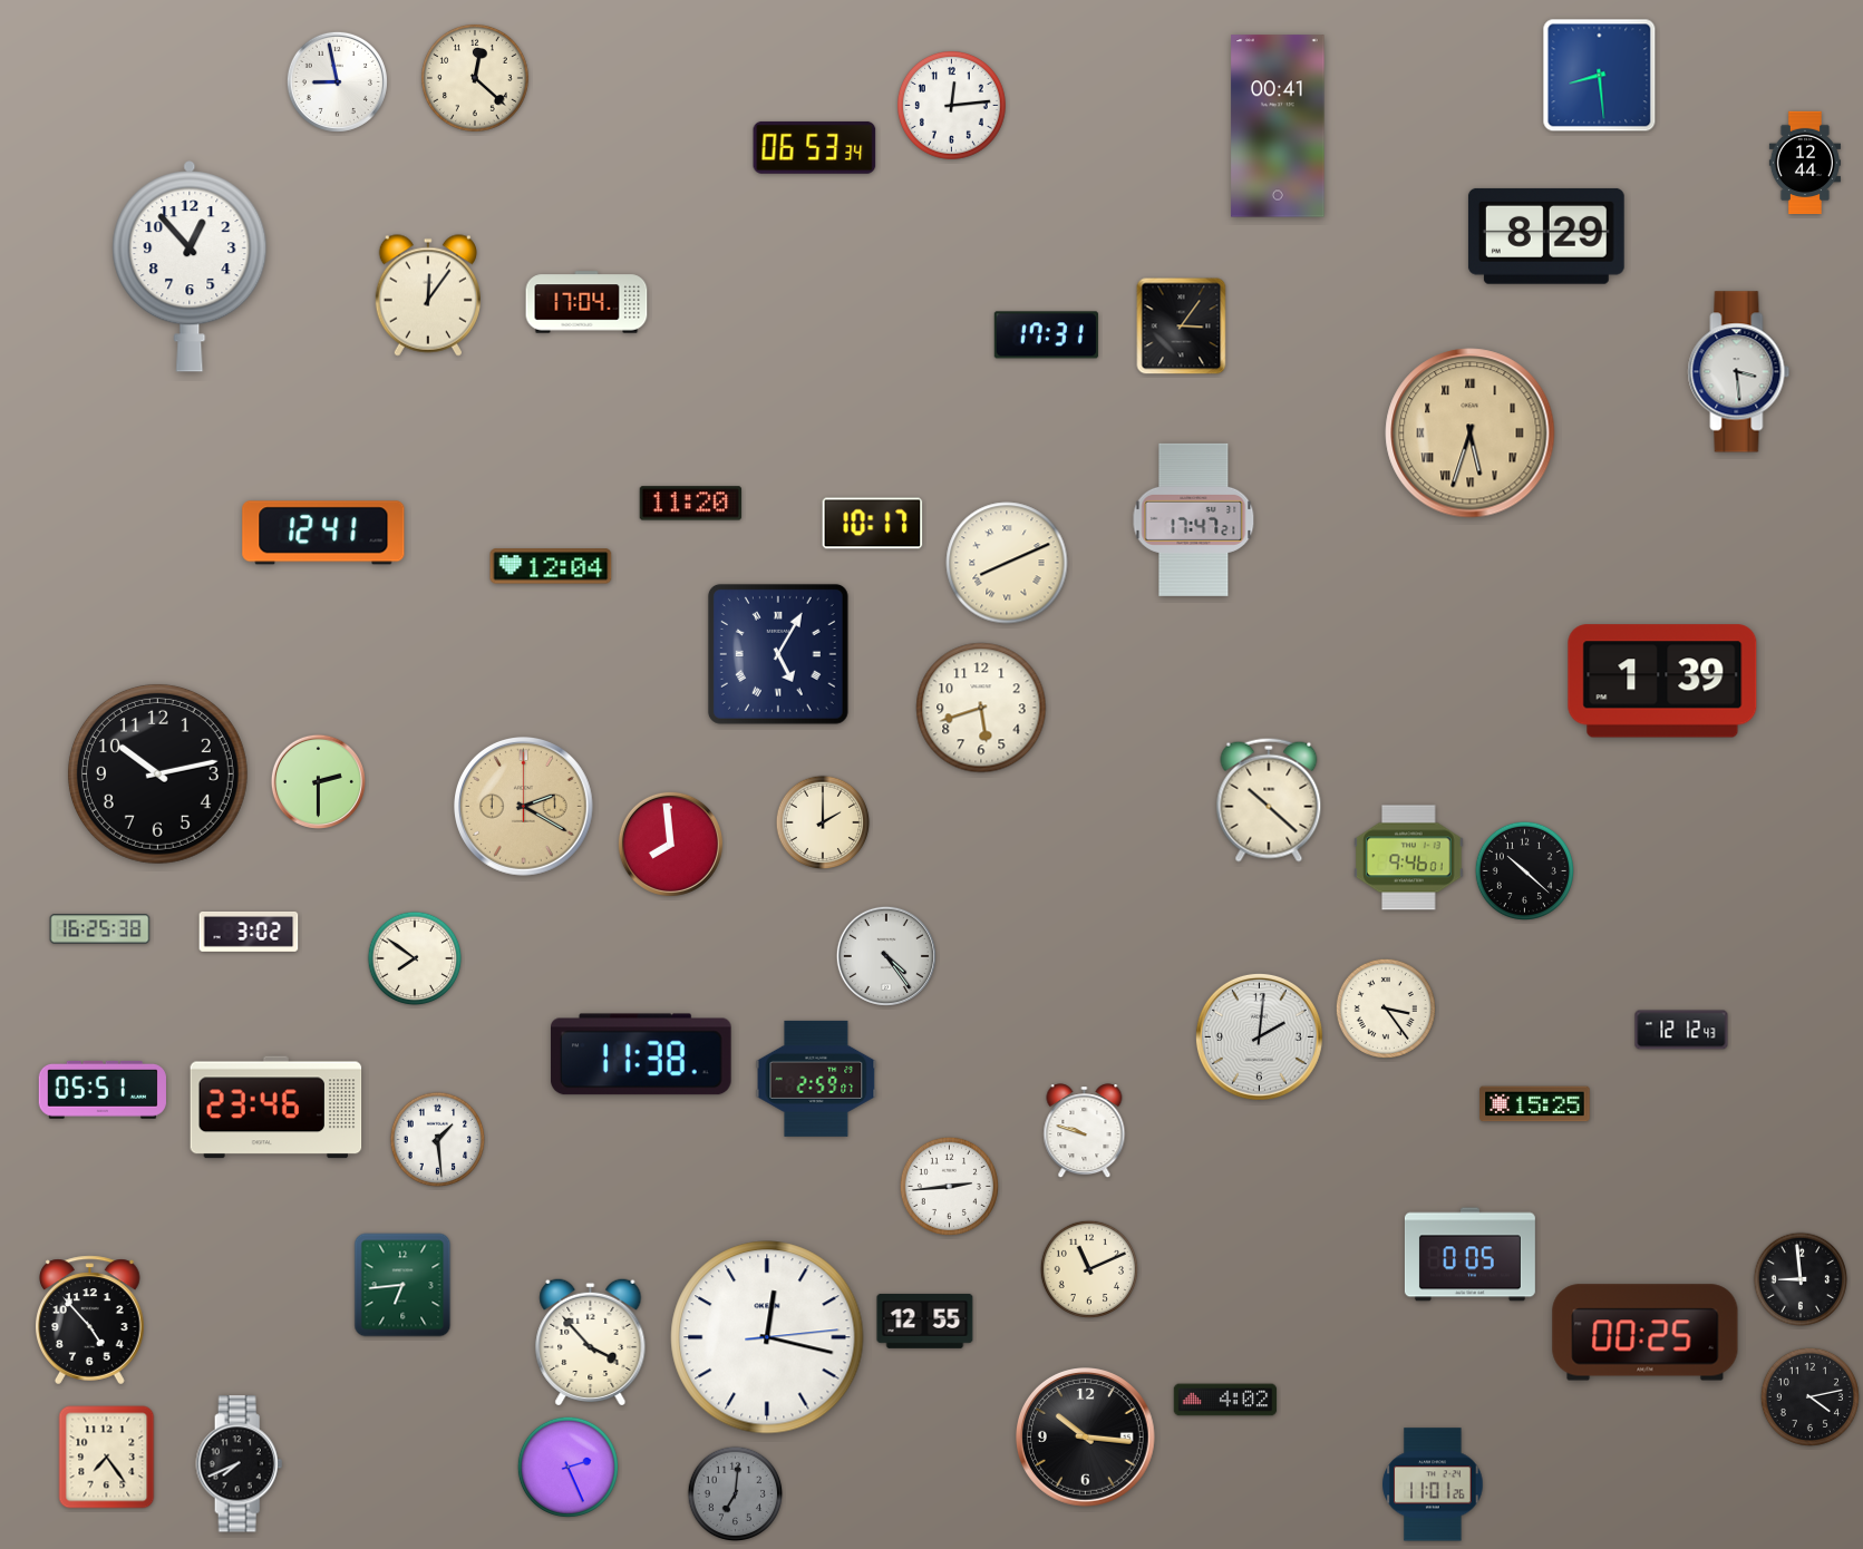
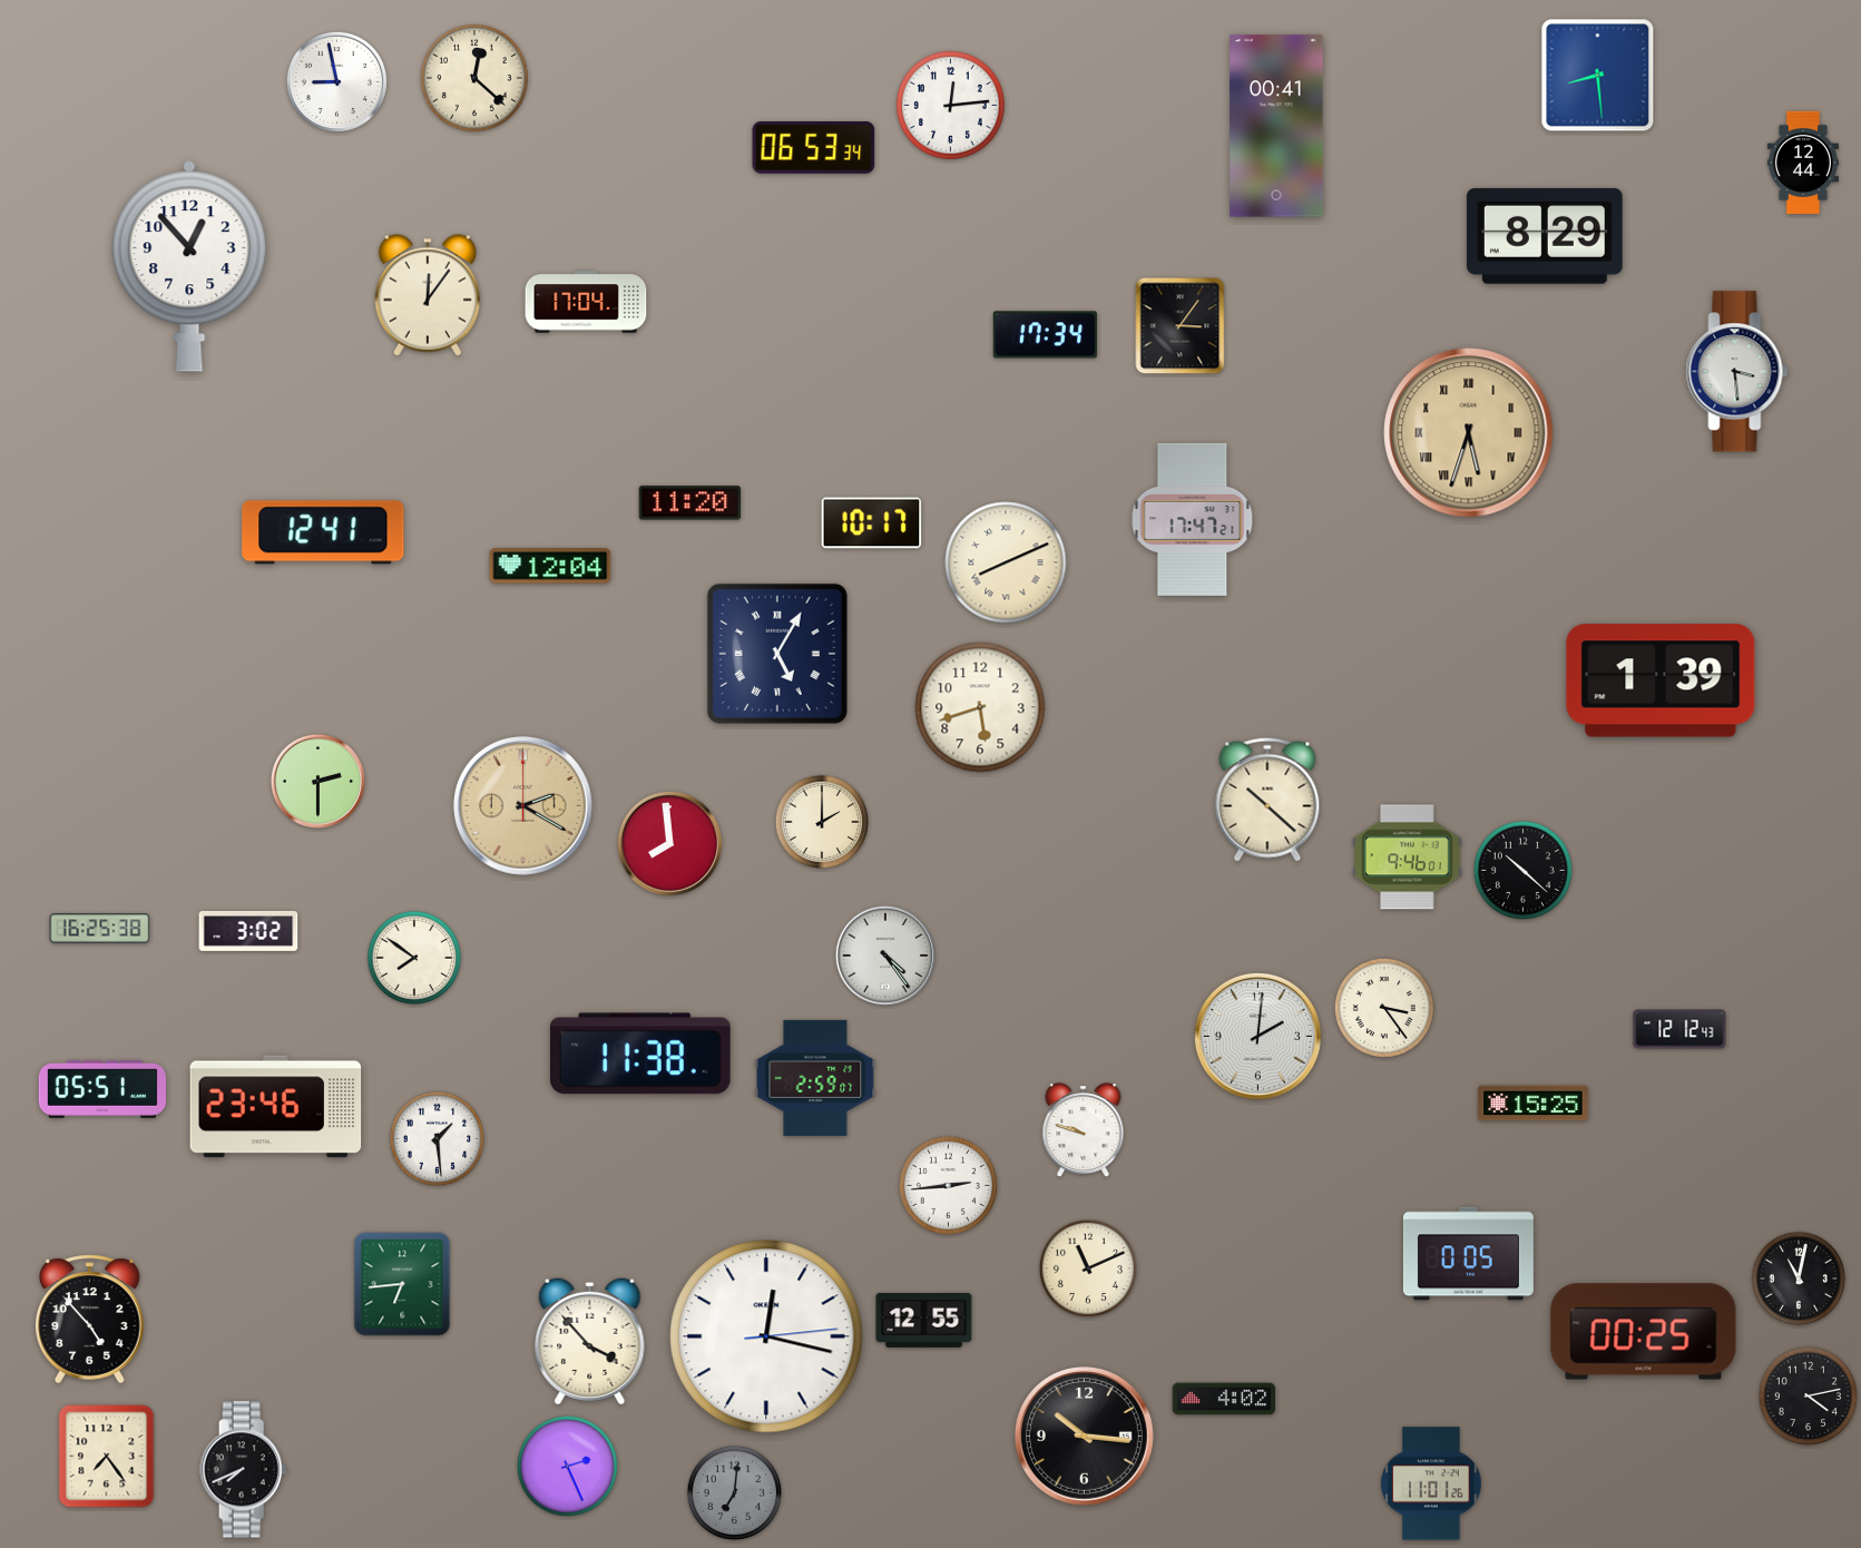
clock at (1046, 335): 17:31 -> 17:34
clock at (157, 773): 10:13 -> none
clock at (1801, 1279): 8:59 -> 11:02
clock at (240, 1464) position: (240, 1464) -> (244, 1470)
